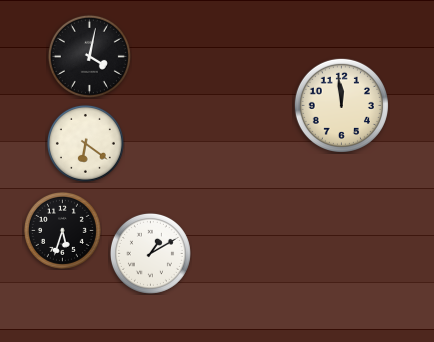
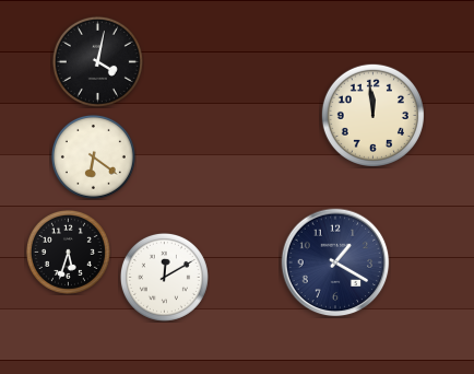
clock at (335, 262): none -> 1:20
clock at (150, 253): 1:10 -> 12:10
